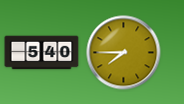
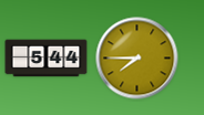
clock at (42, 53): 5:40 -> 5:44
